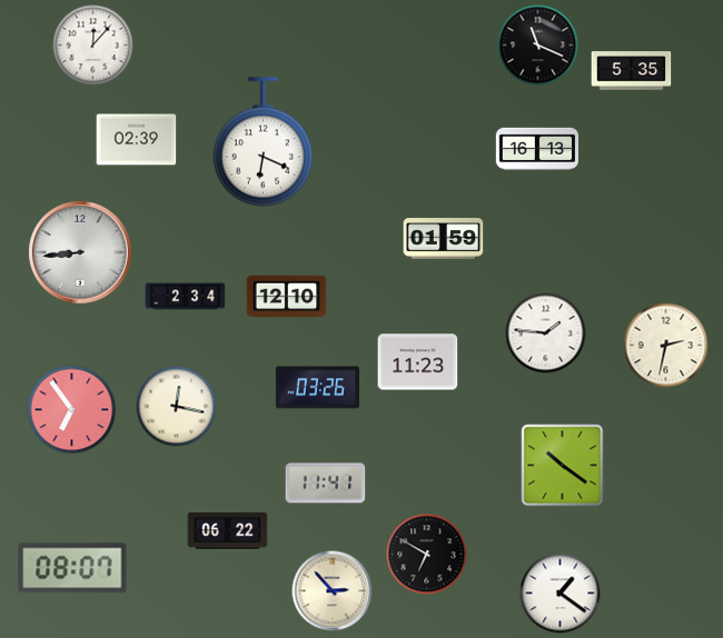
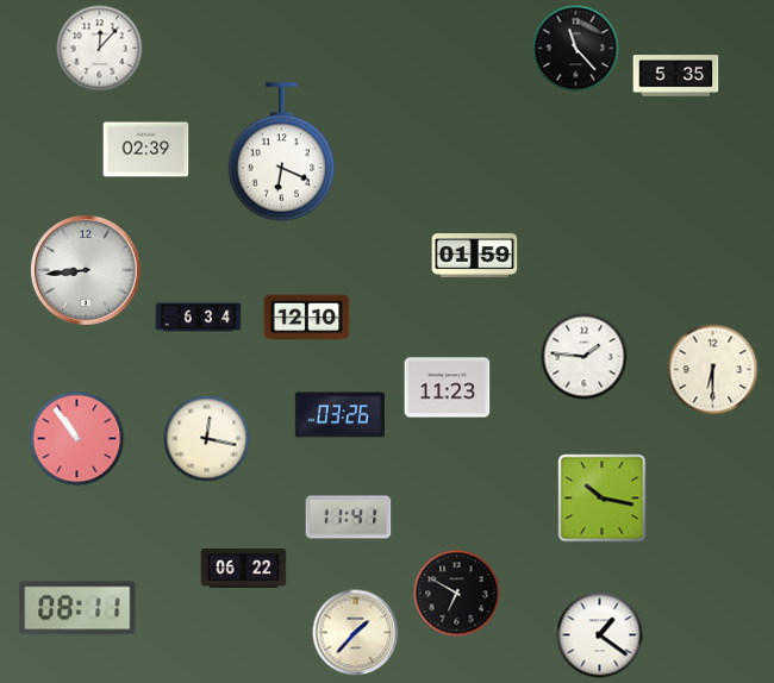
clock at (538, 46): 11:19 -> 11:23
clock at (536, 148): 16:13 -> none
clock at (186, 297): 2:34 -> 6:34
clock at (666, 346): 2:32 -> 6:30
clock at (177, 407) position: (177, 407) -> (207, 439)
clock at (72, 410): 6:54 -> 10:54
clock at (563, 466): 10:21 -> 10:17
clock at (72, 568): 08:07 -> 08:11
clock at (333, 591): 2:53 -> 1:37
